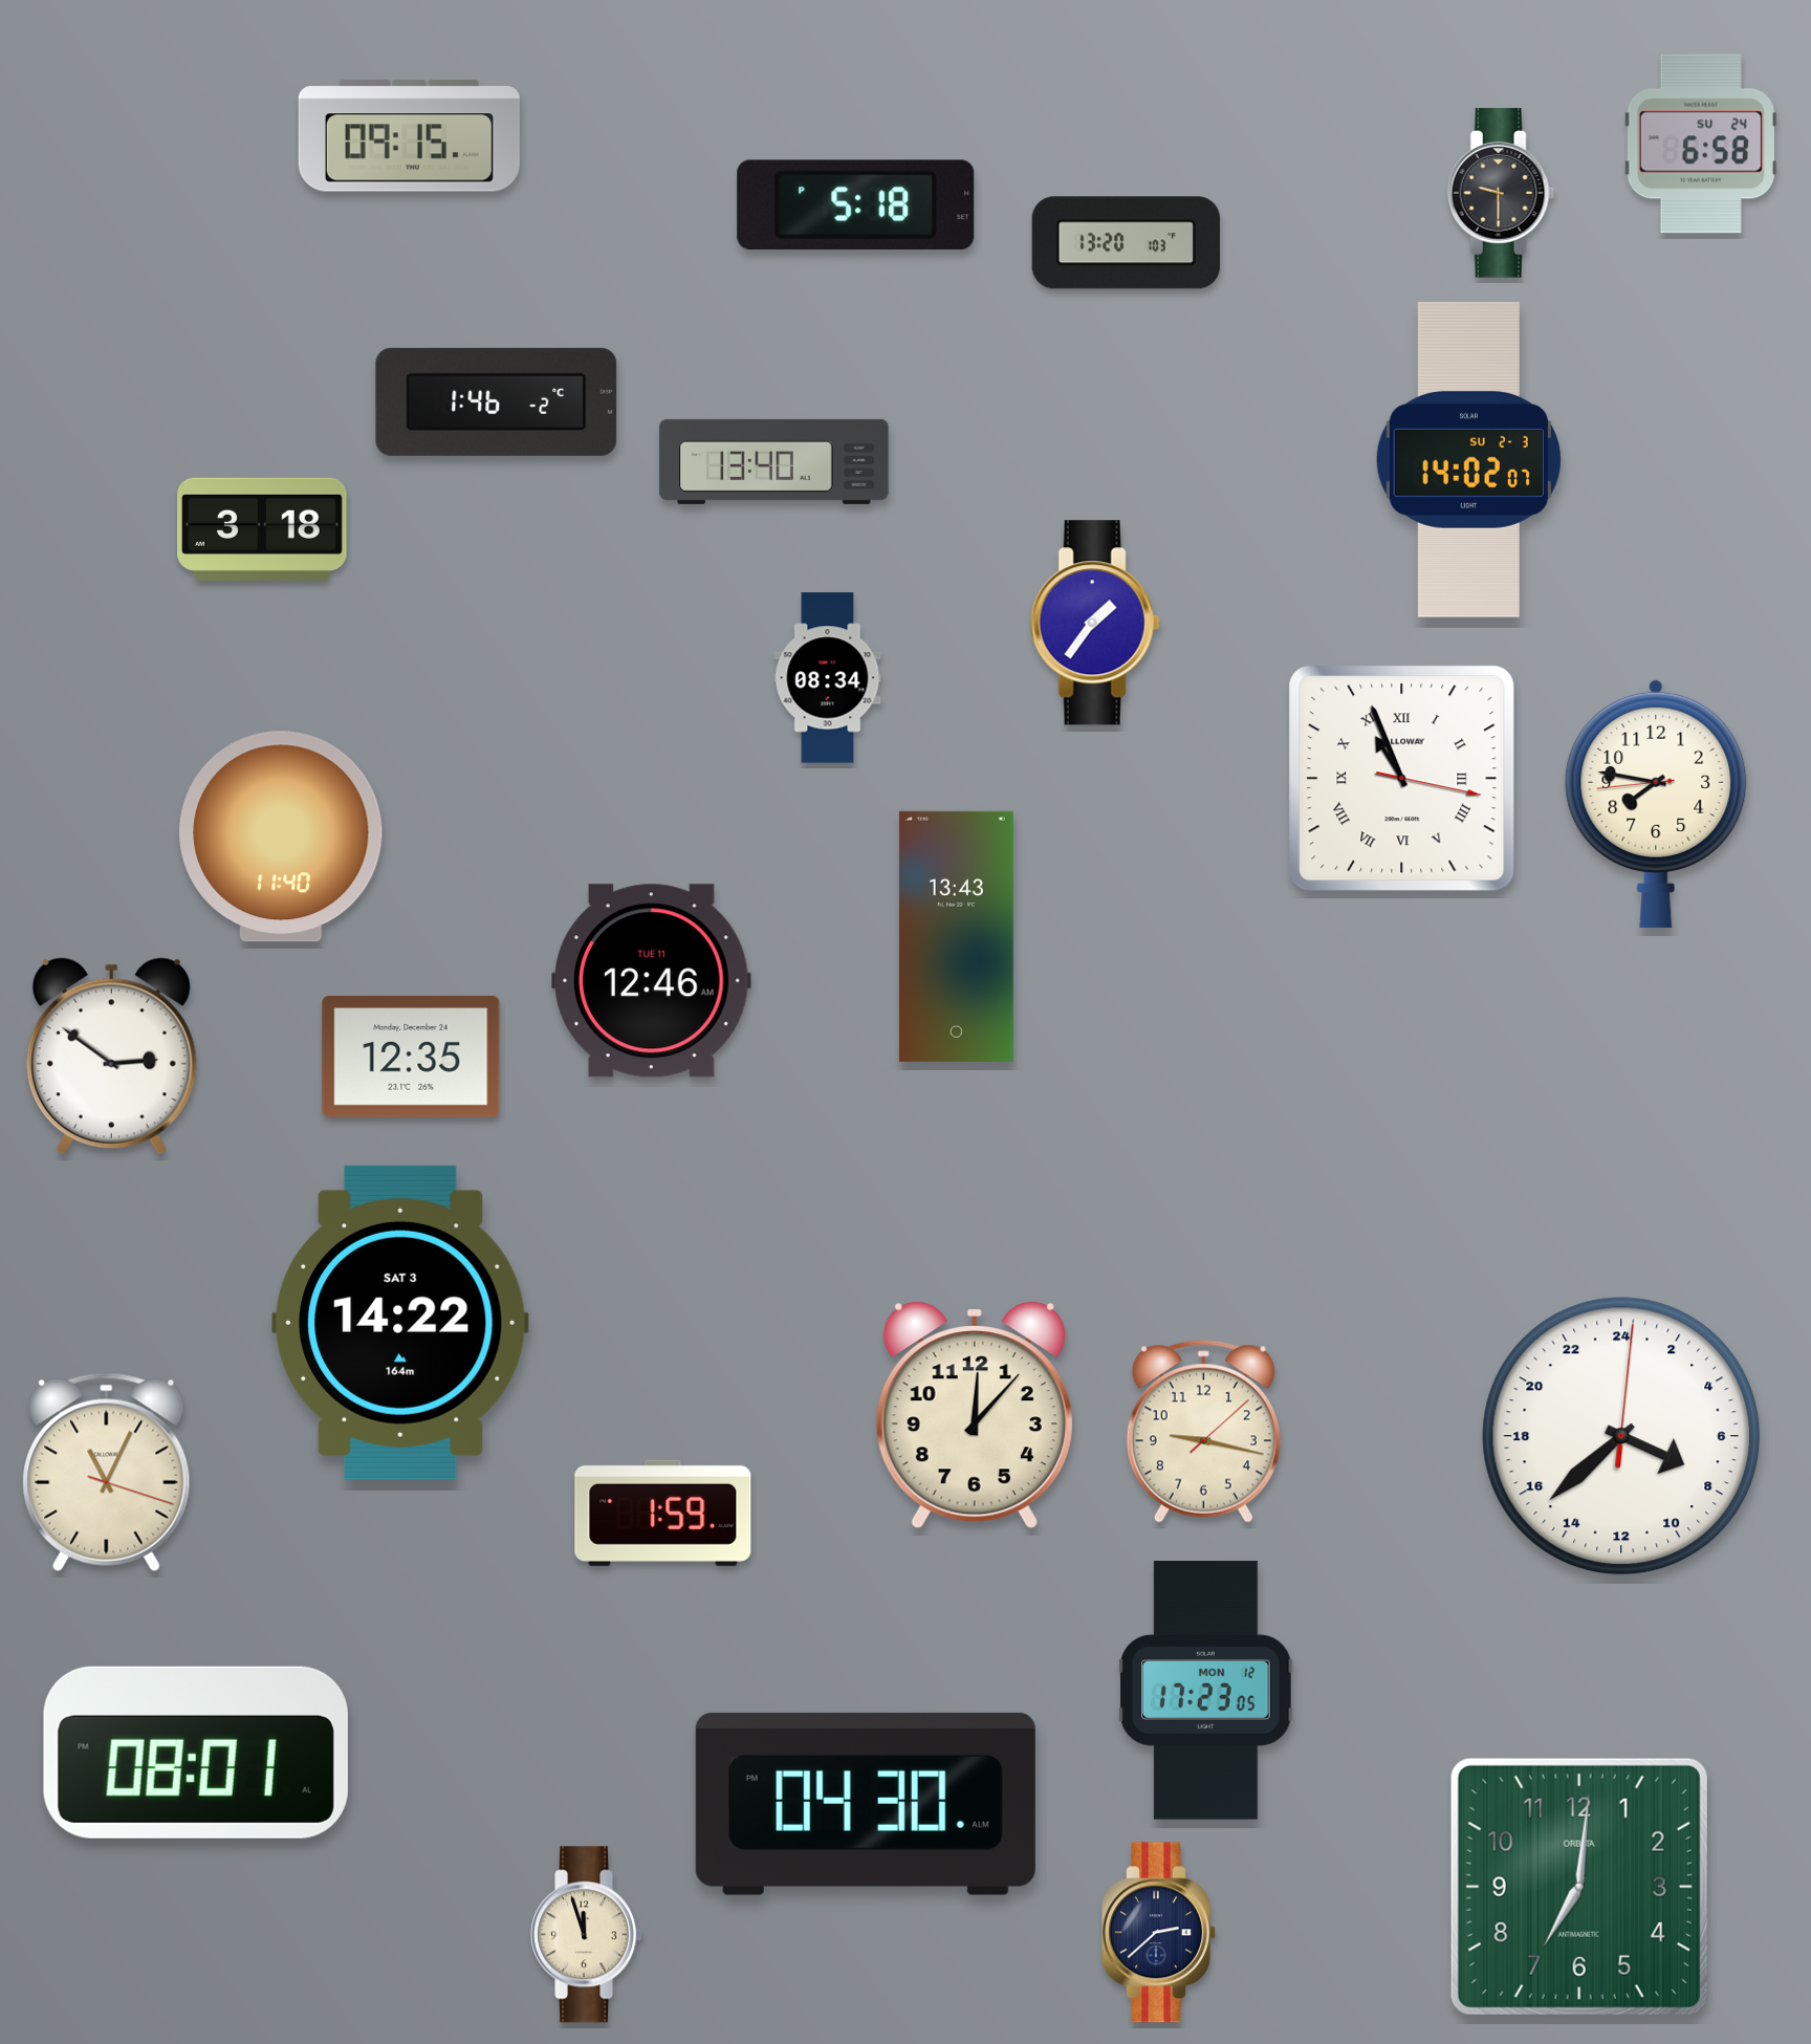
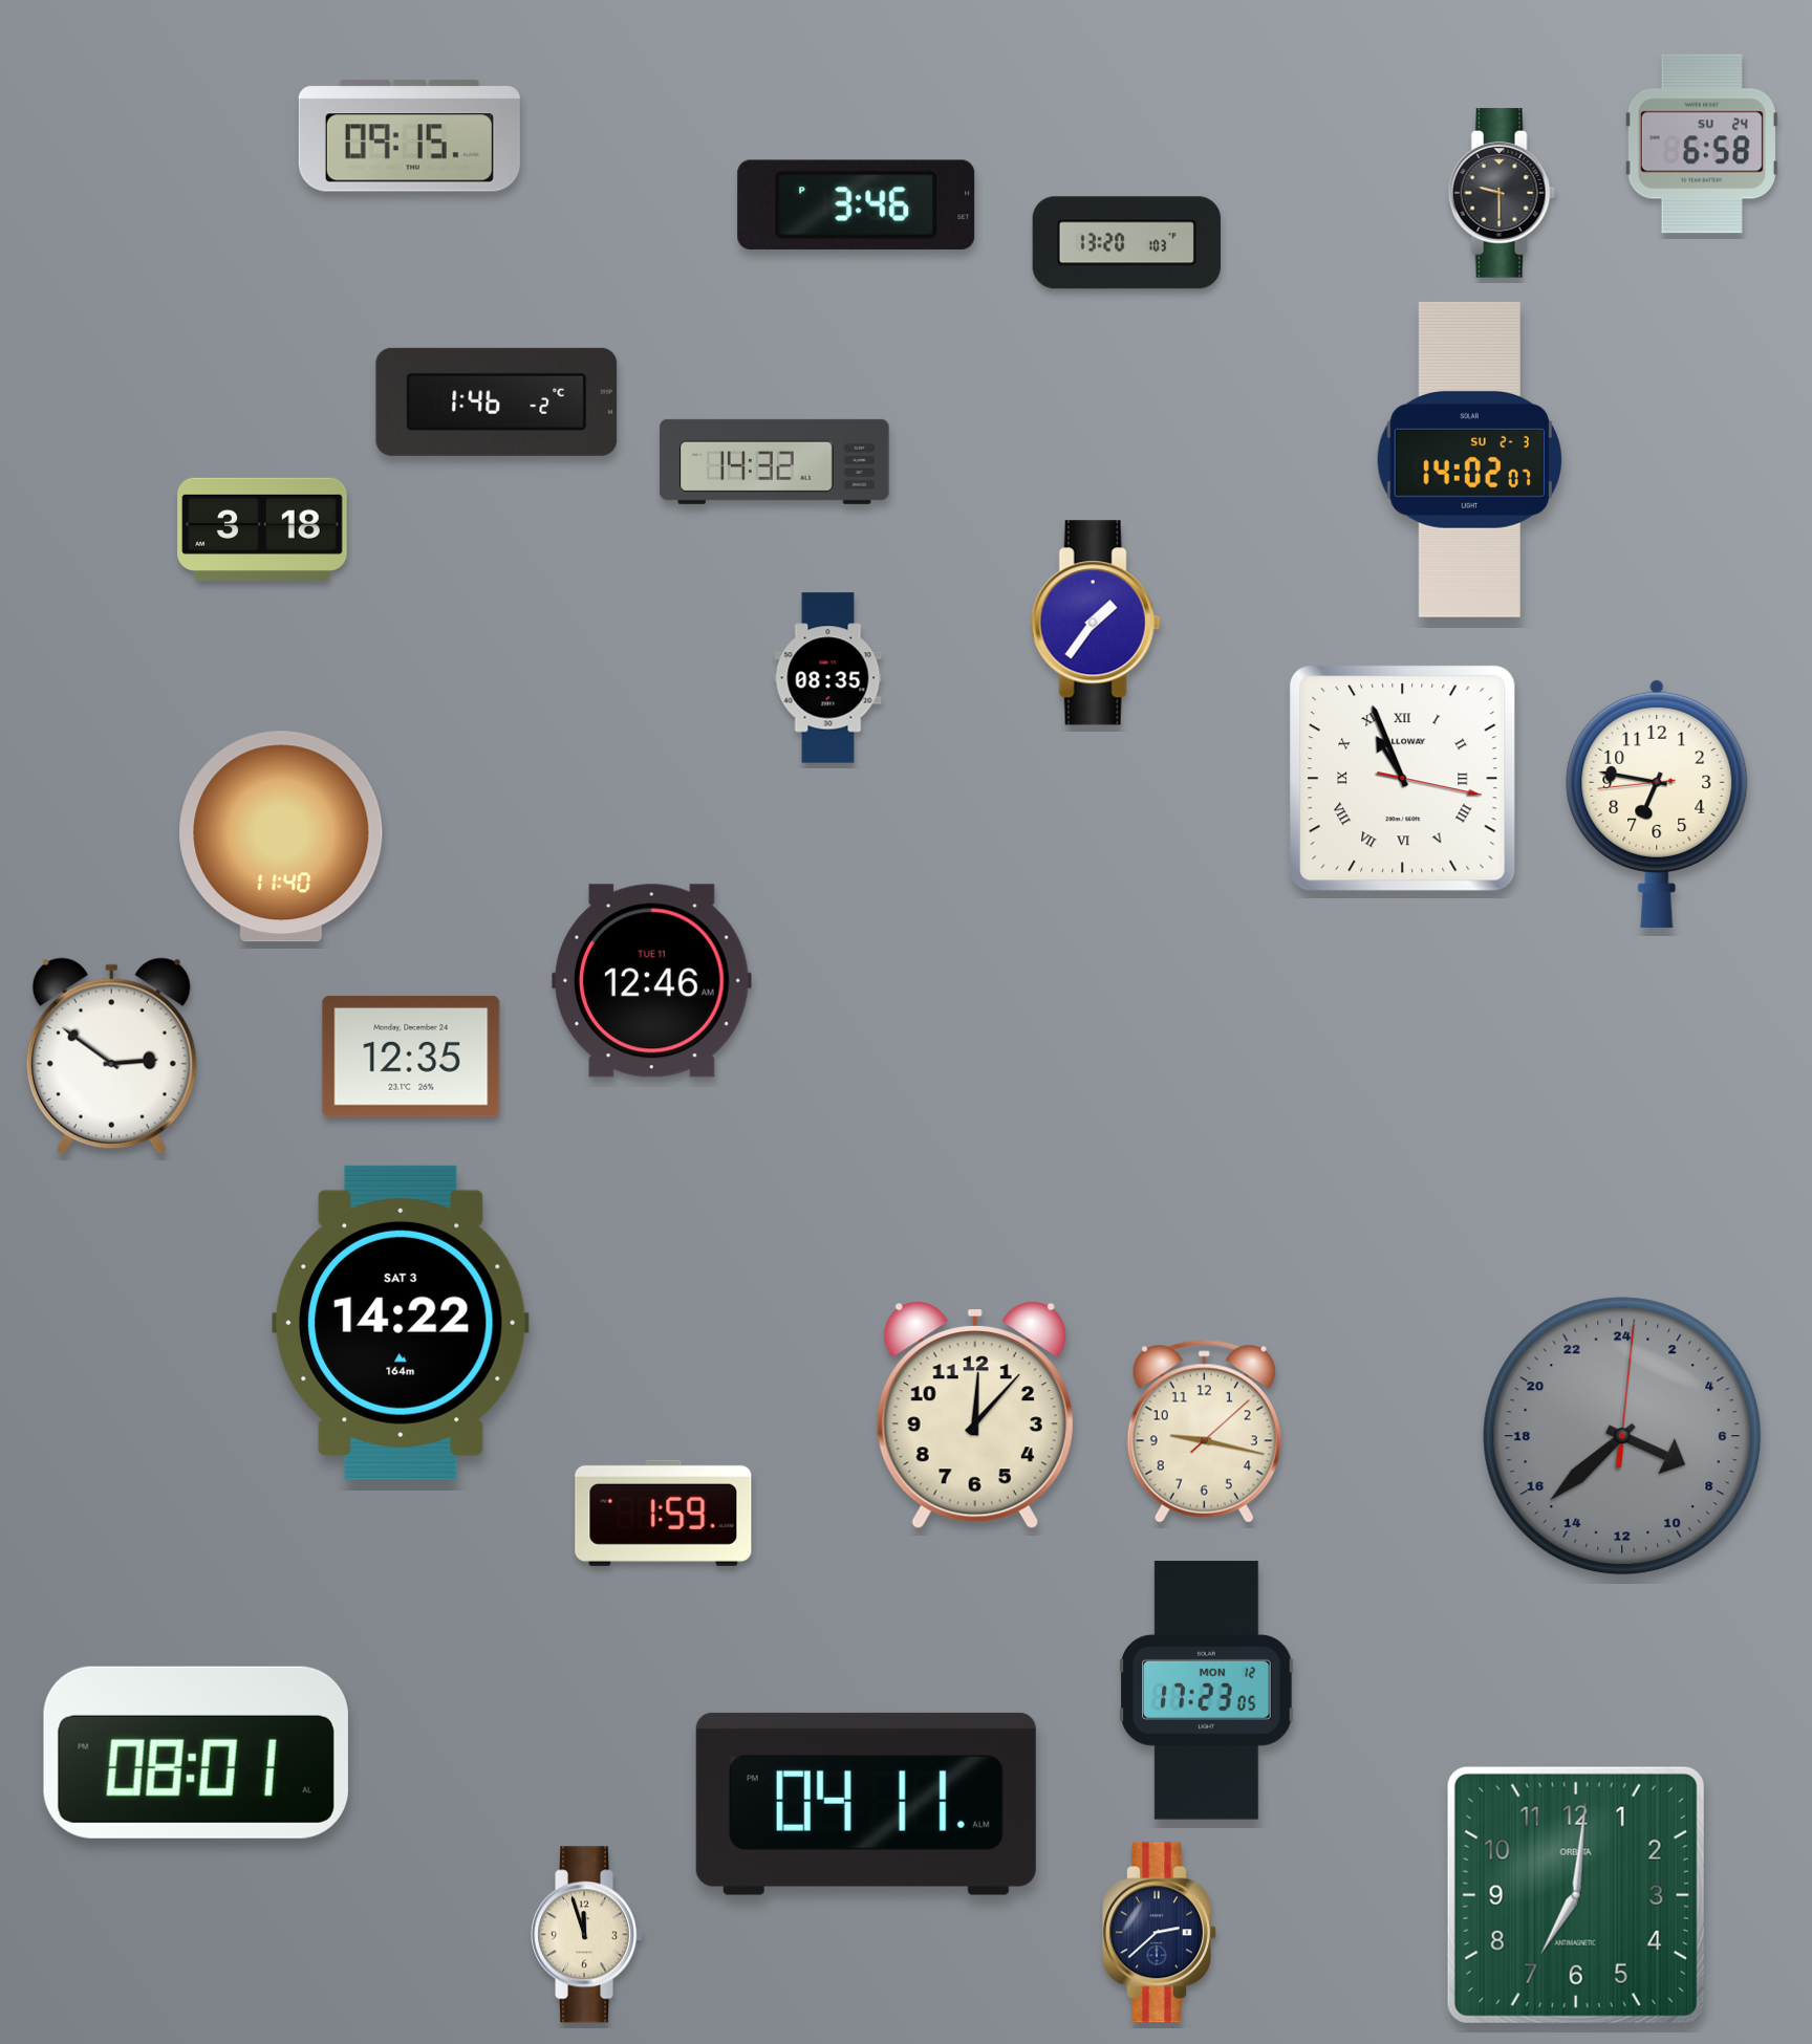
clock at (856, 204): 5:18 -> 3:46
clock at (774, 461): 13:40 -> 14:32
clock at (828, 678): 08:34 -> 08:35
clock at (1656, 803): 7:46 -> 6:46
clock at (956, 936): 13:43 -> none
clock at (1621, 1436) dial: white -> grey
clock at (107, 1472): 11:04 -> none
clock at (866, 1804): 04:30 -> 04:11
clock at (1579, 1887) position: (1579, 1887) -> (1576, 1895)
